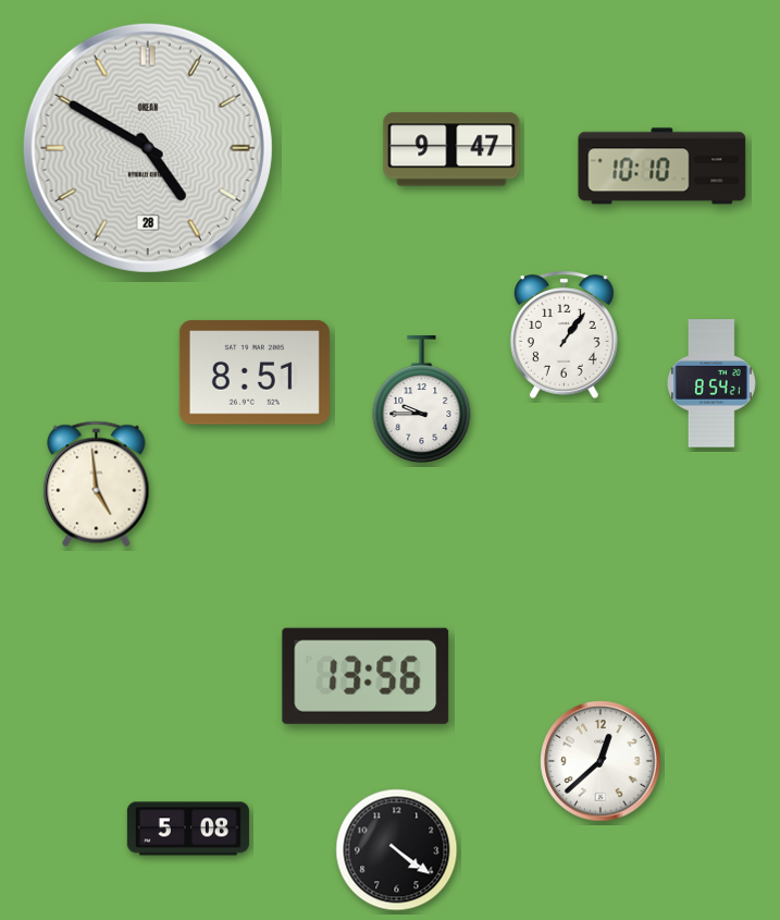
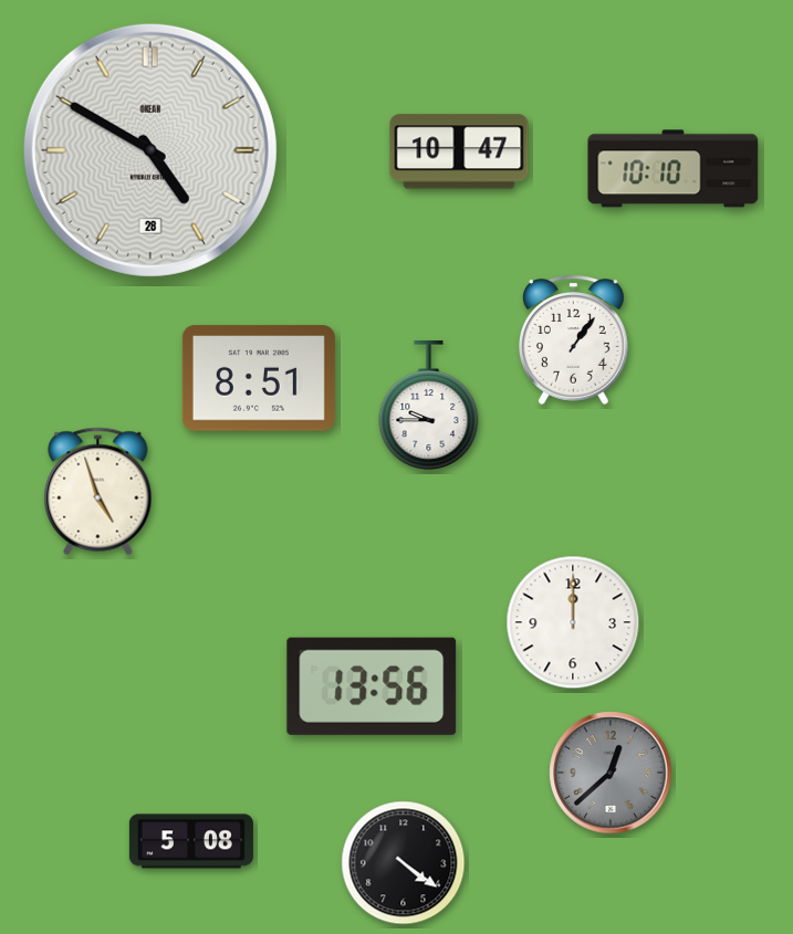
clock at (451, 149): 9:47 -> 10:47
clock at (713, 383): 8:54 -> none
clock at (97, 484): 4:59 -> 4:57
clock at (573, 622): none -> 12:00
clock at (601, 761) dial: white -> grey
